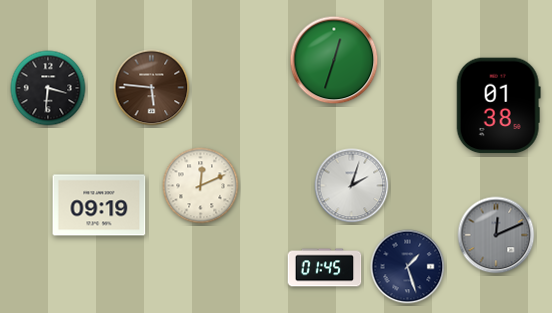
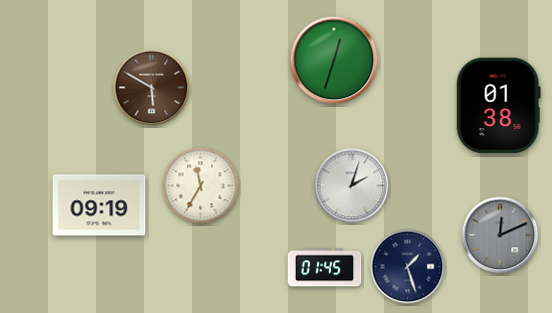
clock at (48, 88): 3:31 -> none
clock at (152, 88): 5:46 -> 5:50
clock at (201, 186): 12:11 -> 11:35
clock at (496, 235) position: (496, 235) -> (500, 235)
